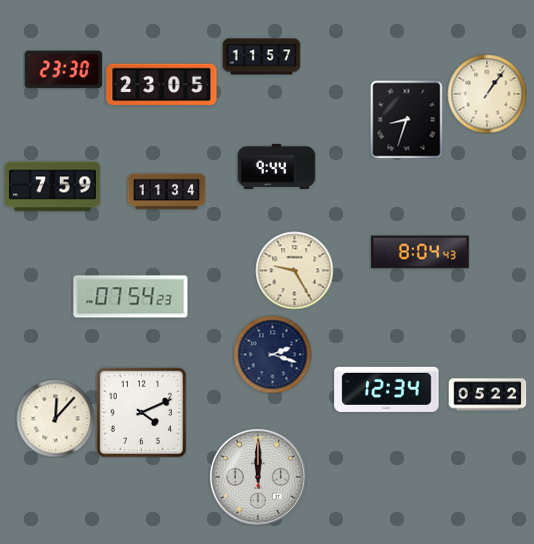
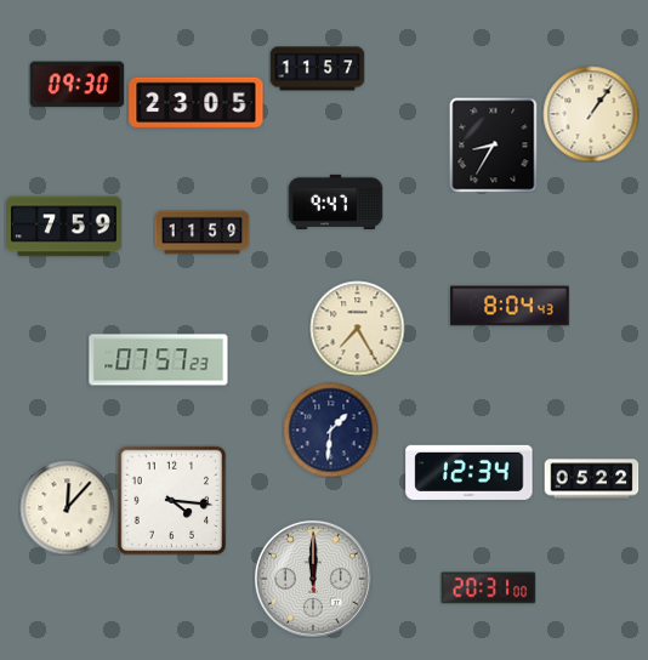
clock at (63, 70): 23:30 -> 09:30
clock at (407, 119): 8:33 -> 8:35
clock at (276, 166): 9:44 -> 9:47
clock at (166, 192): 11:34 -> 11:59
clock at (294, 270): 9:25 -> 7:25
clock at (131, 297): 07:54 -> 07:57
clock at (272, 354): 2:18 -> 1:31
clock at (141, 412): 4:11 -> 4:16
clock at (488, 588): none -> 20:31
